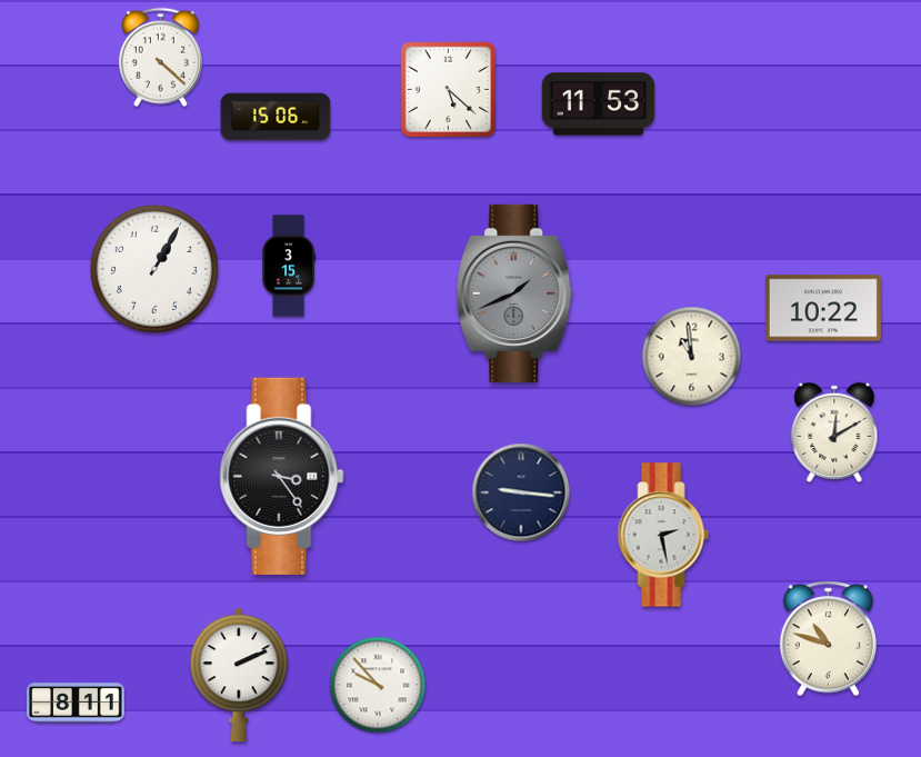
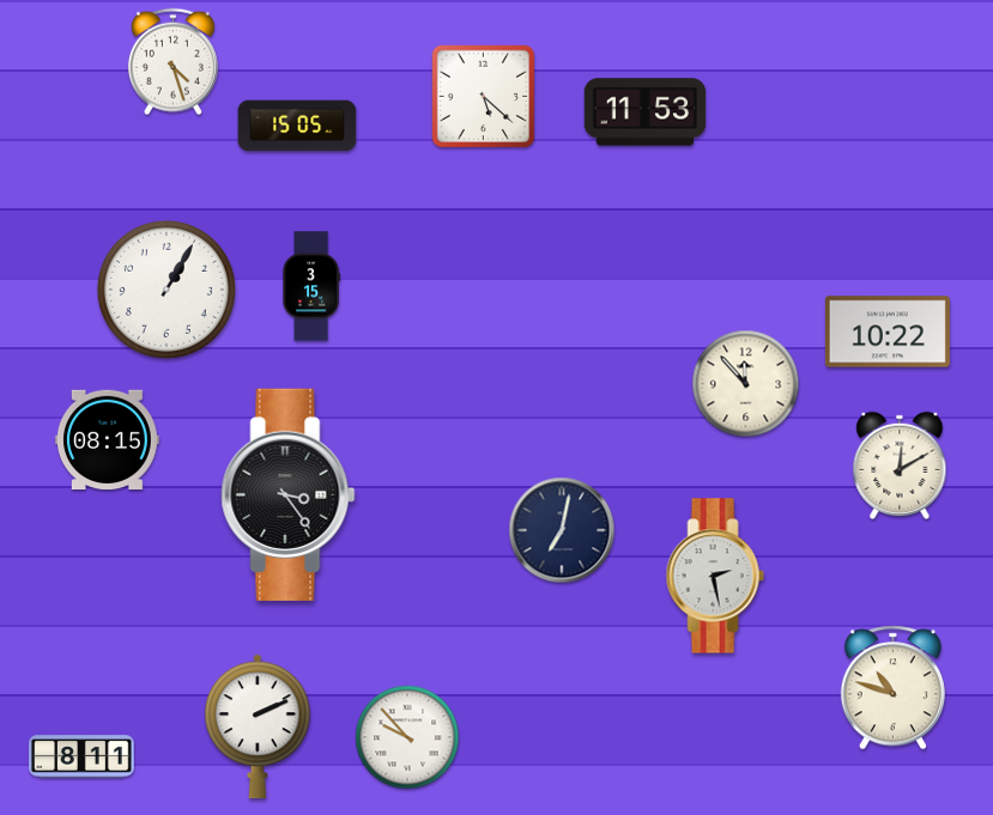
clock at (160, 58): 4:22 -> 4:27
clock at (276, 117): 15:06 -> 15:05
clock at (514, 293): 1:41 -> none
clock at (692, 357): 10:59 -> 11:53
clock at (107, 439): none -> 08:15
clock at (282, 476) position: (282, 476) -> (289, 494)
clock at (521, 492): 9:16 -> 7:02
